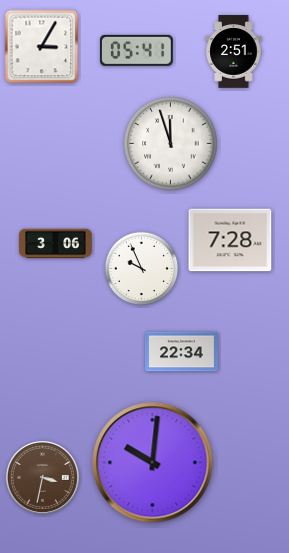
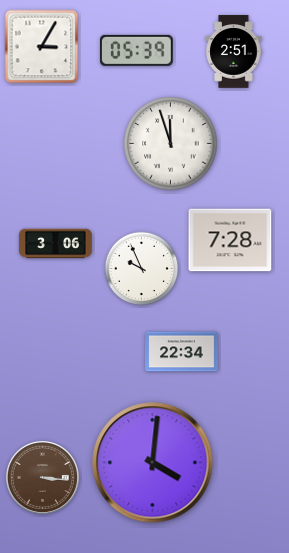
clock at (137, 50): 05:41 -> 05:39
clock at (153, 463): 10:01 -> 4:01
clock at (42, 477): 3:32 -> 3:16
